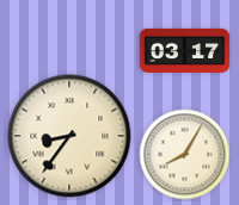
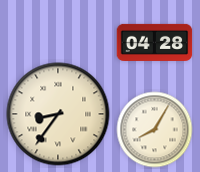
clock at (185, 50): 03:17 -> 04:28
